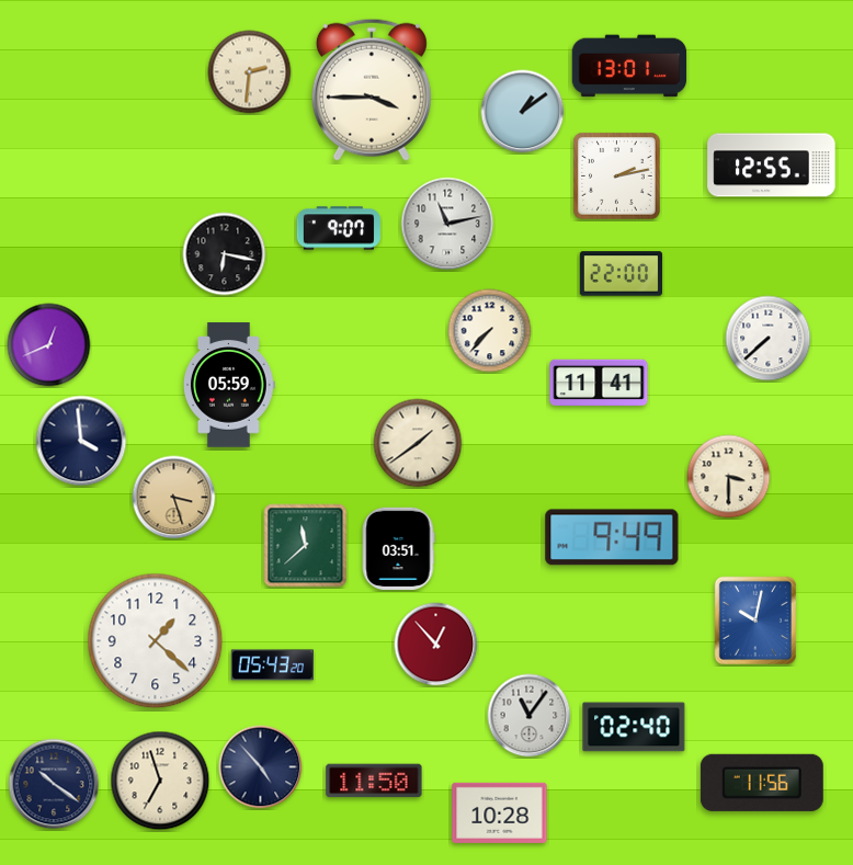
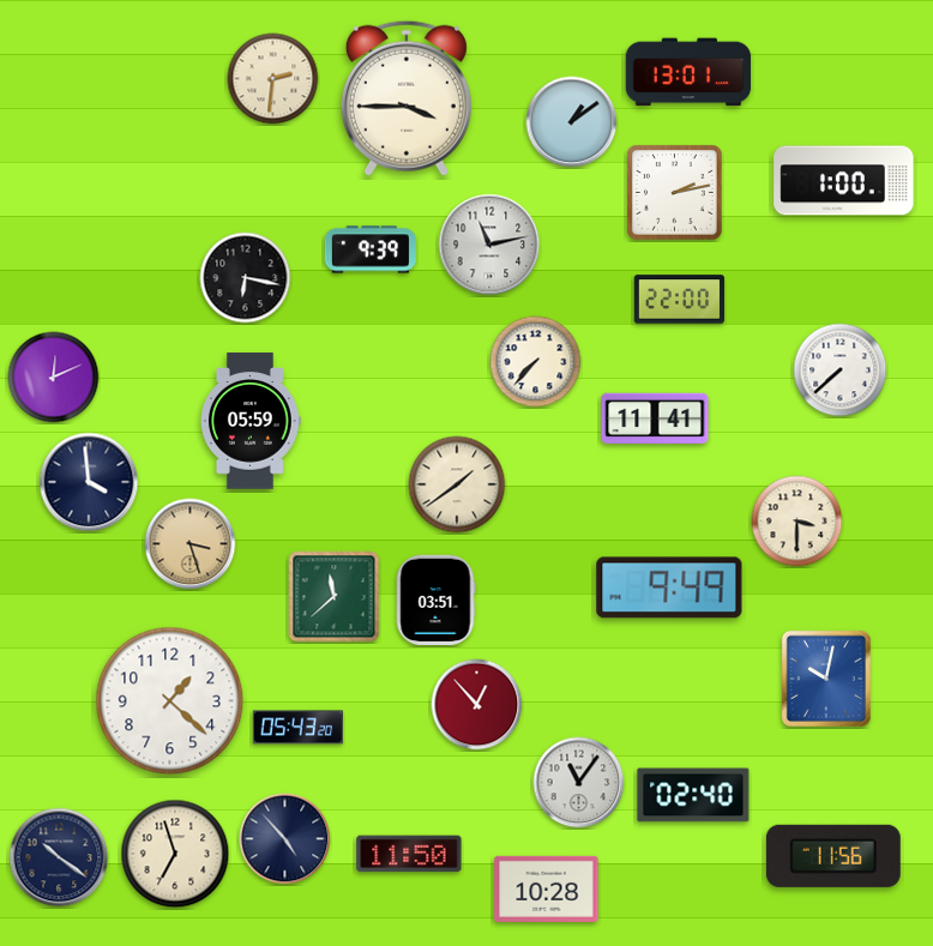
clock at (772, 166): 12:55 -> 1:00
clock at (339, 228): 9:07 -> 9:39
clock at (49, 345): 12:41 -> 12:11
